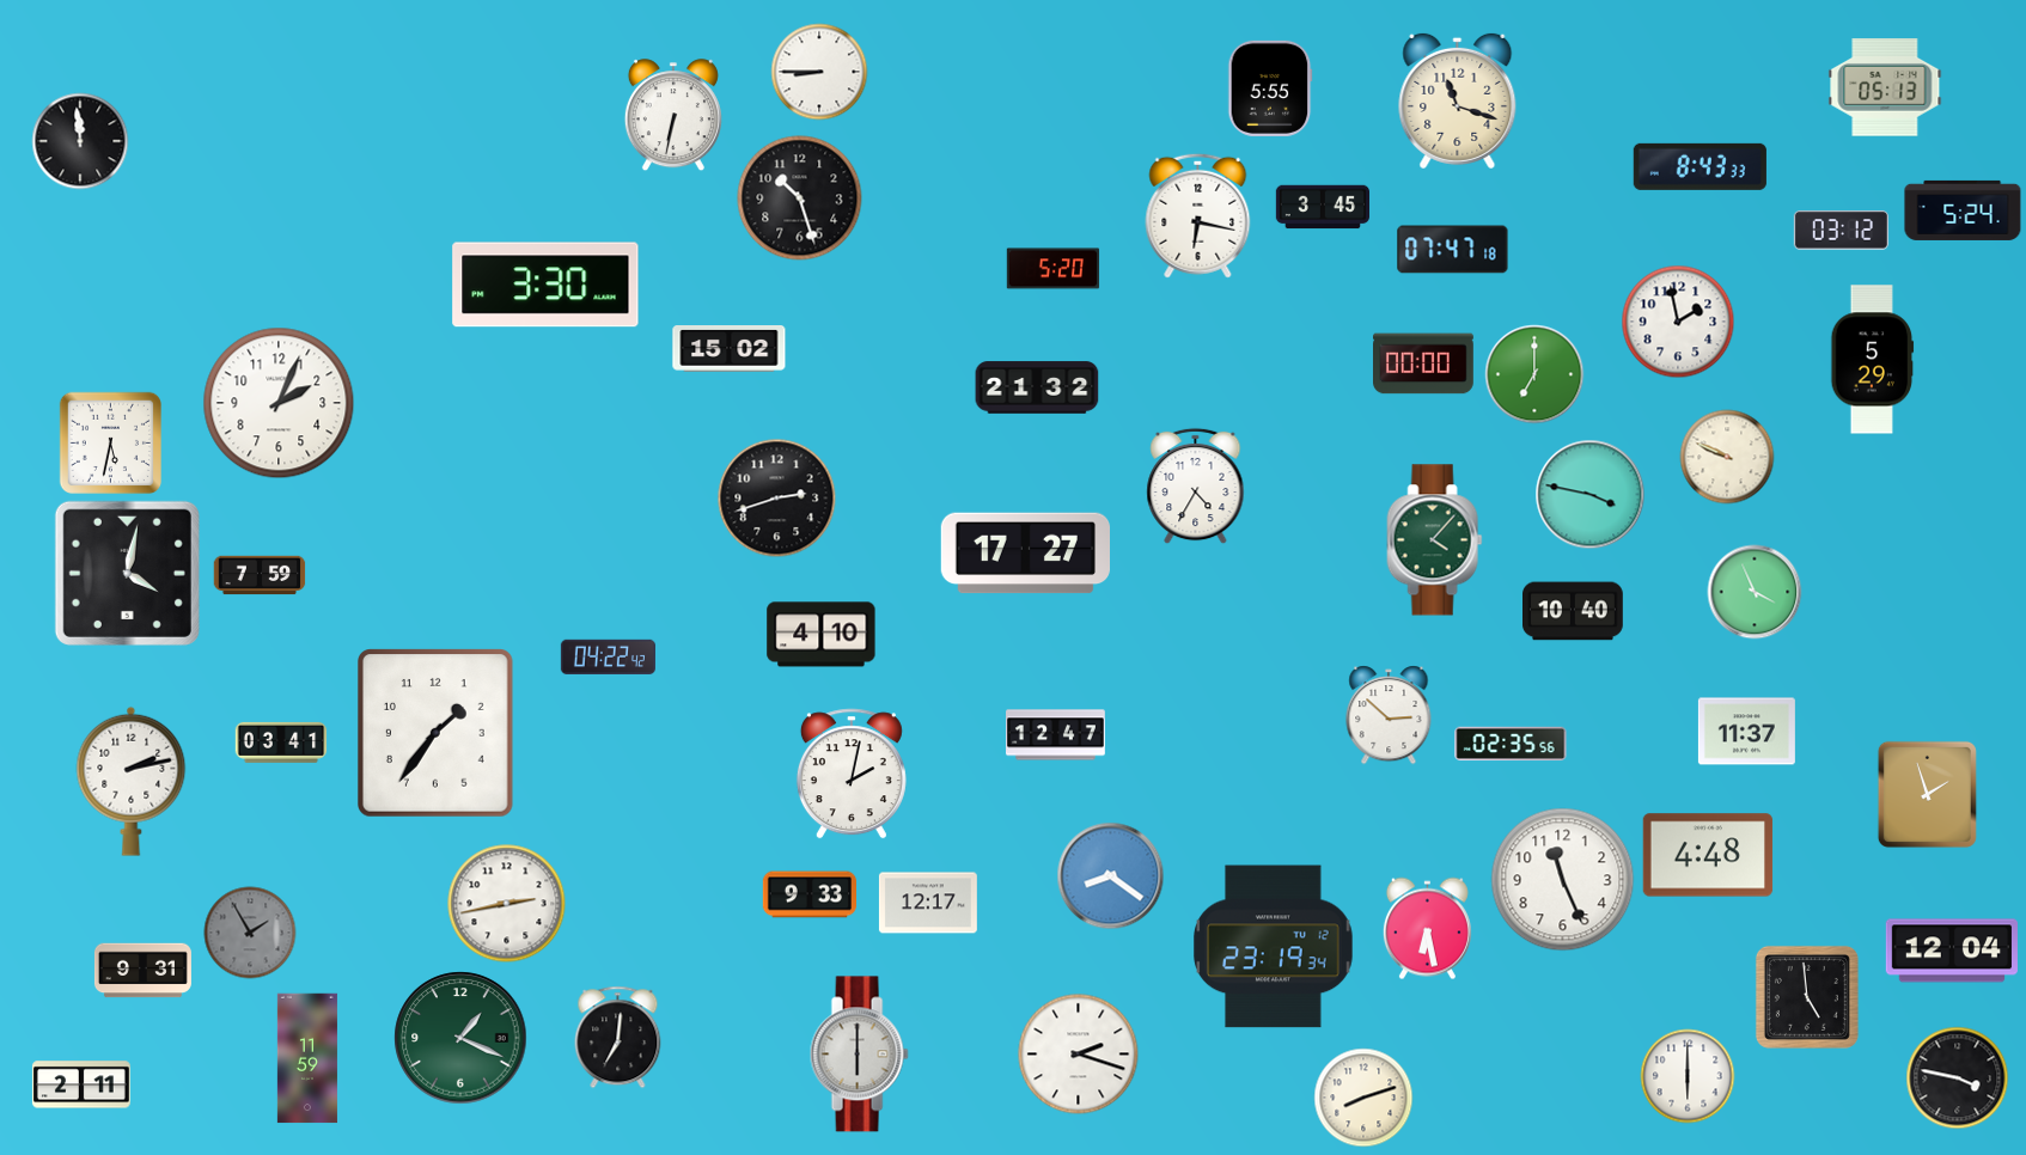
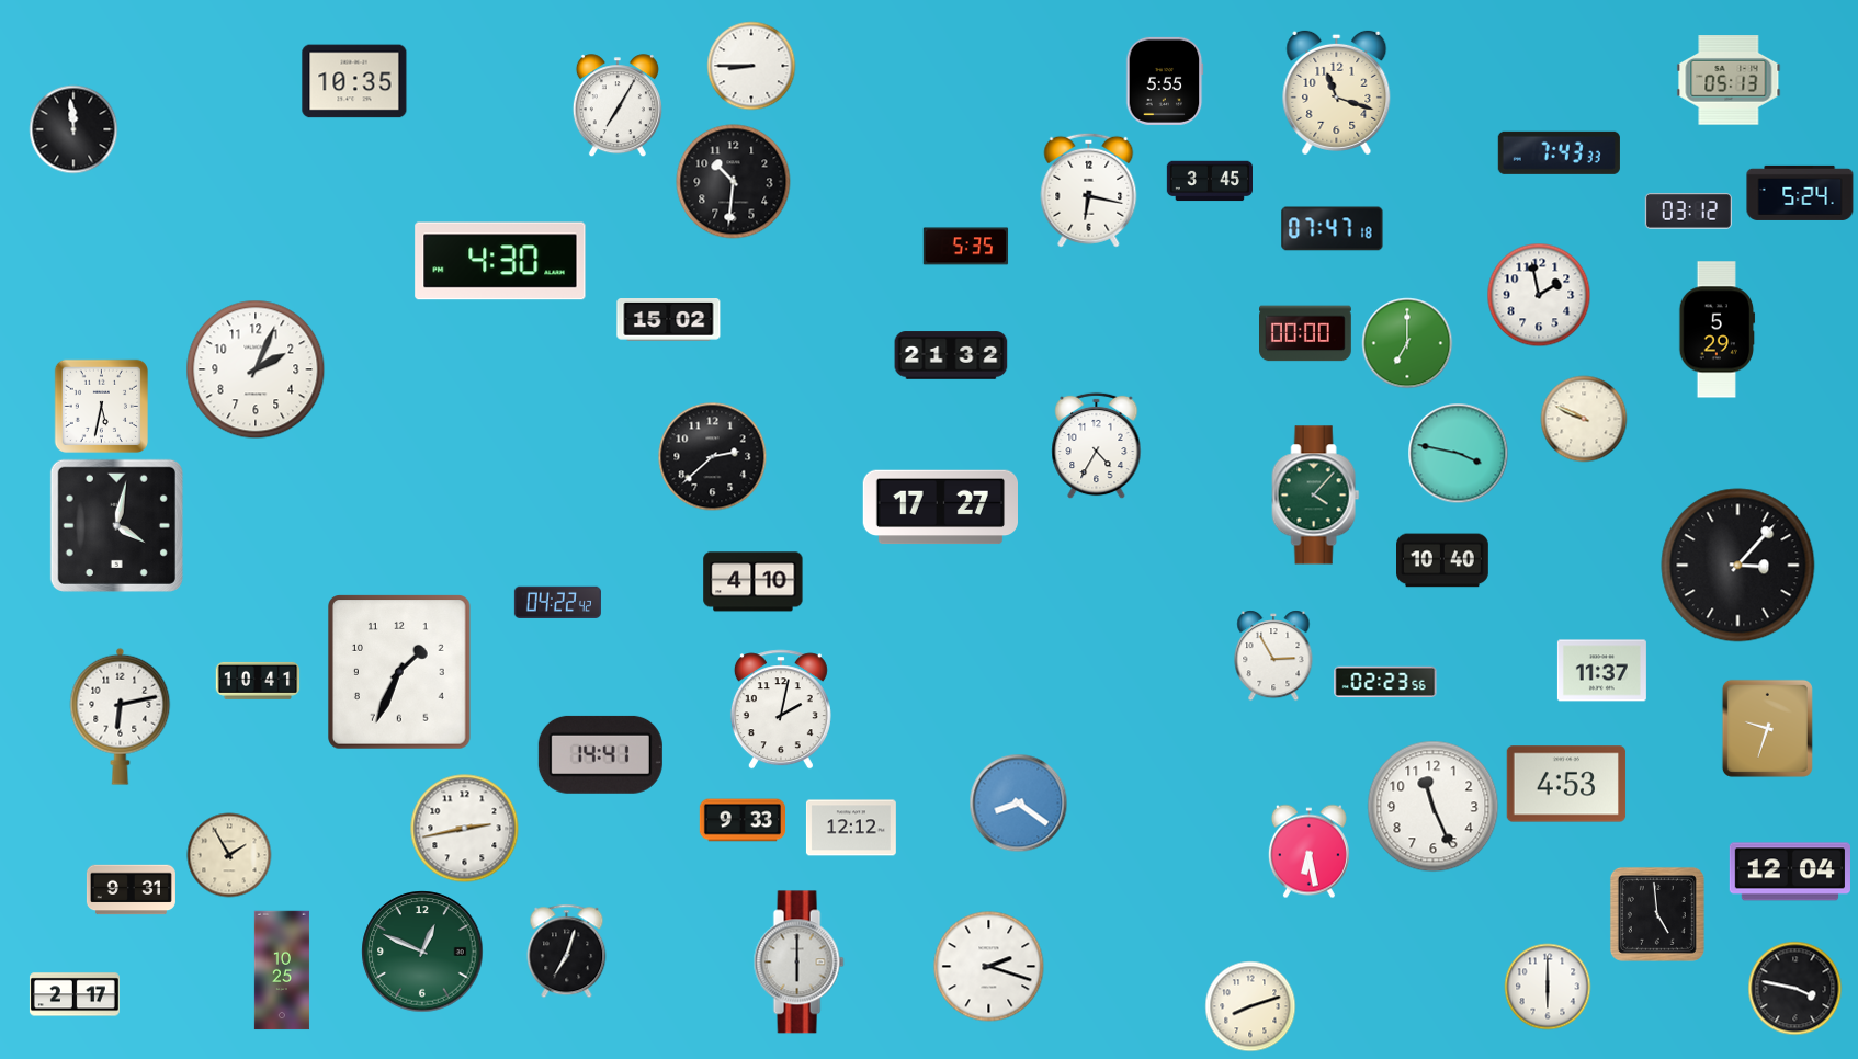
clock at (354, 81): none -> 10:35
clock at (673, 116): 6:32 -> 7:05
clock at (1699, 166): 8:43 -> 7:43
clock at (800, 198): 10:27 -> 10:31
clock at (1322, 207) position: (1322, 207) -> (1209, 181)
clock at (1198, 215) position: (1198, 215) -> (1089, 190)
clock at (1054, 269): 5:20 -> 5:35
clock at (545, 285): 3:30 -> 4:30
clock at (777, 499): 2:42 -> 2:38
clock at (260, 575): 7:59 -> none
clock at (1755, 592): 3:56 -> none
clock at (1738, 566): none -> 3:07
clock at (1389, 715): 2:52 -> 2:55
clock at (437, 733): 1:36 -> 1:34
clock at (1056, 735): 12:47 -> none
clock at (281, 742): 03:41 -> 10:41
clock at (1511, 744): 02:35 -> 02:23
clock at (132, 781): 2:13 -> 6:13
clock at (1927, 794): 1:57 -> 9:33
clock at (600, 754): none -> 14:41
clock at (1708, 855): 4:48 -> 4:53
clock at (928, 903): 12:17 -> 12:12
clock at (250, 933) dial: grey -> cream
clock at (1274, 947): 23:19 -> none
clock at (460, 1038): 1:19 -> 12:49
clock at (618, 1038): 7:01 -> 7:03
clock at (859, 1055) position: (859, 1055) -> (798, 963)
clock at (307, 1058): 11:59 -> 10:25
clock at (81, 1084): 2:11 -> 2:17
